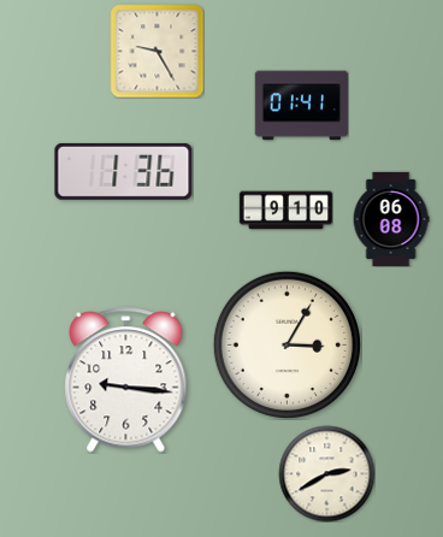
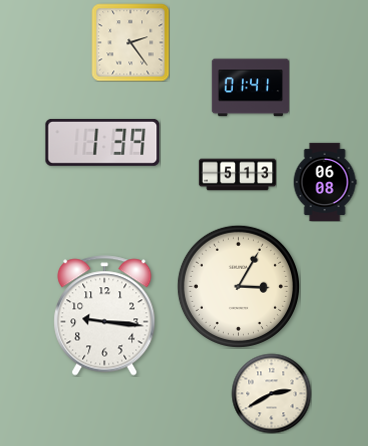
clock at (156, 51): 9:25 -> 2:24
clock at (124, 171): 1:36 -> 1:39
clock at (285, 211): 9:10 -> 5:13
